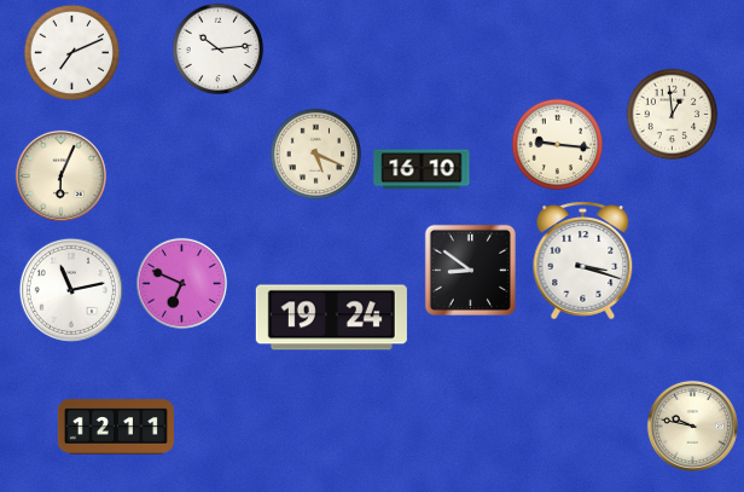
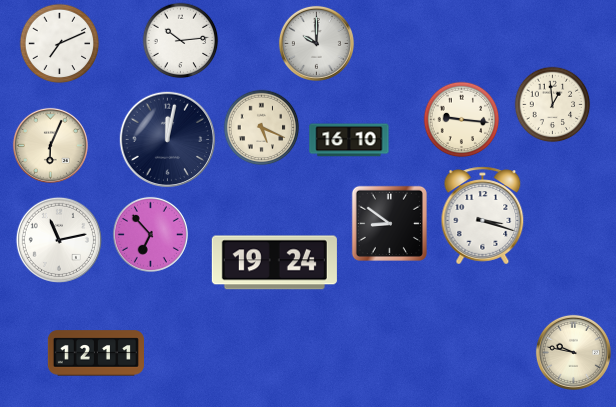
clock at (316, 43): none -> 10:00
clock at (673, 115) position: (673, 115) -> (553, 105)
clock at (168, 140): none -> 12:02
clock at (181, 283): 6:49 -> 6:53
